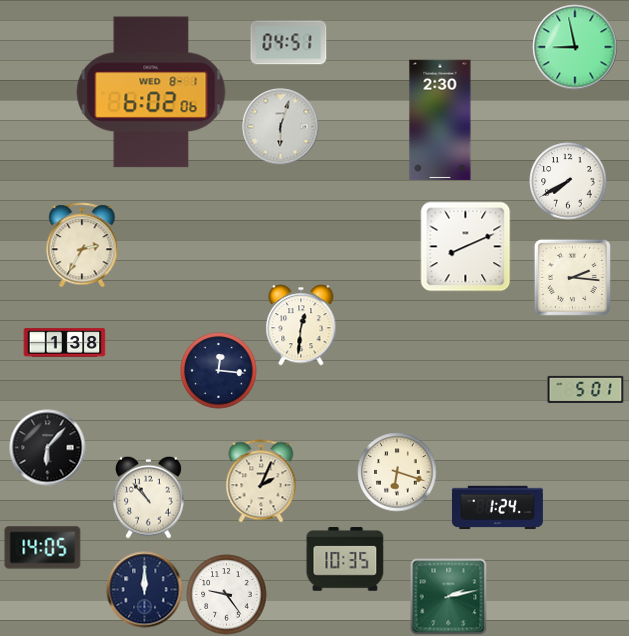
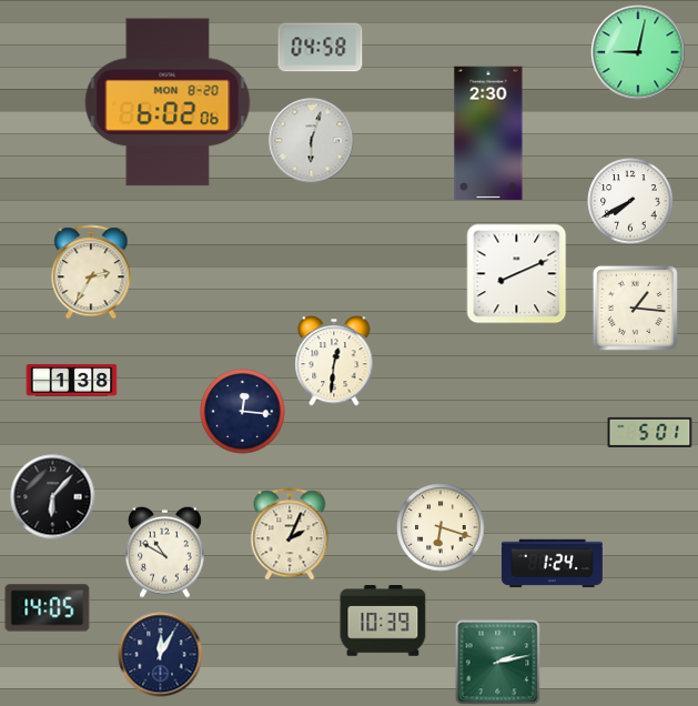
clock at (289, 43): 04:51 -> 04:58
clock at (575, 47): 8:58 -> 9:02
clock at (151, 92) date: WED 8-1 -> MON 8-20
clock at (572, 277): 2:16 -> 1:16
clock at (397, 472) position: (397, 472) -> (441, 527)
clock at (149, 497): 10:53 -> 10:50
clock at (345, 559): 10:35 -> 10:39
clock at (145, 590): 12:00 -> 12:05
clock at (227, 595): 9:24 -> none
